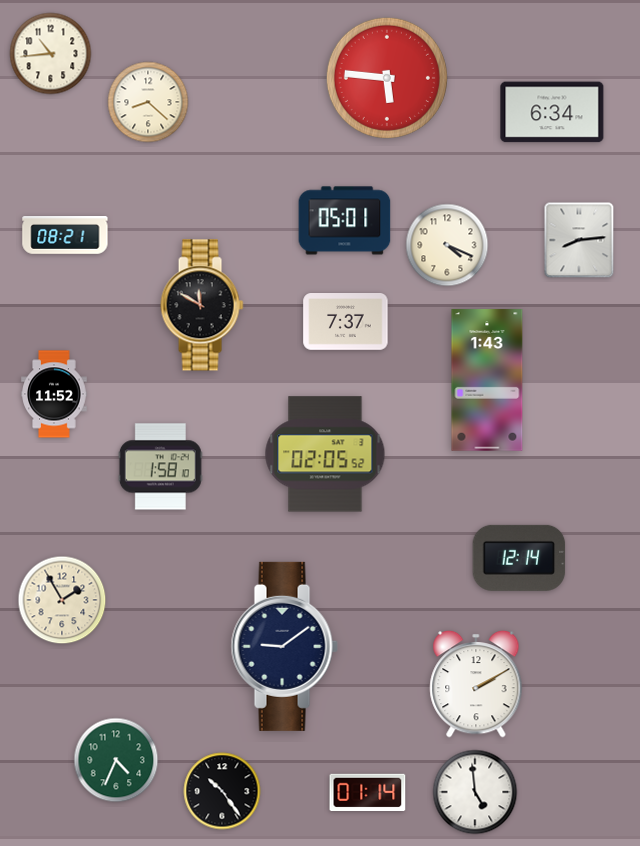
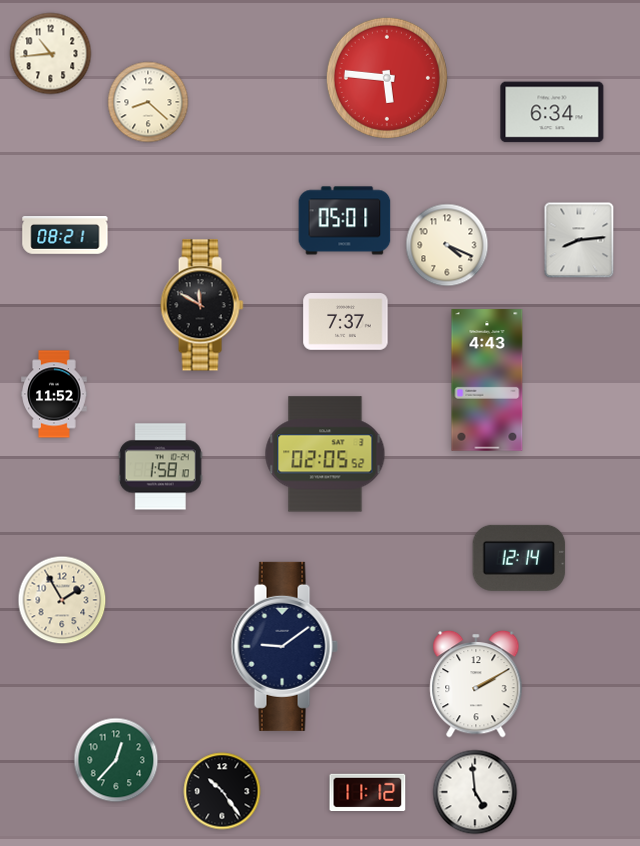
clock at (487, 380): 1:43 -> 4:43
clock at (116, 760): 4:34 -> 12:37
clock at (368, 792): 01:14 -> 11:12
